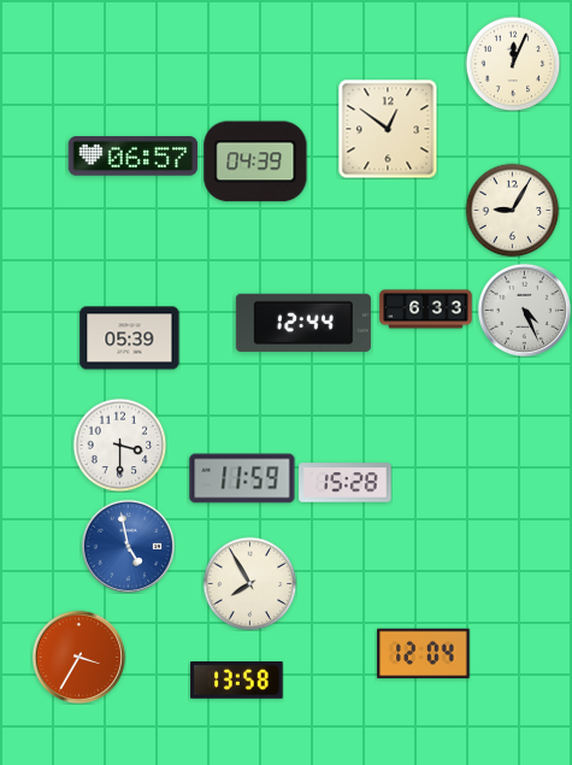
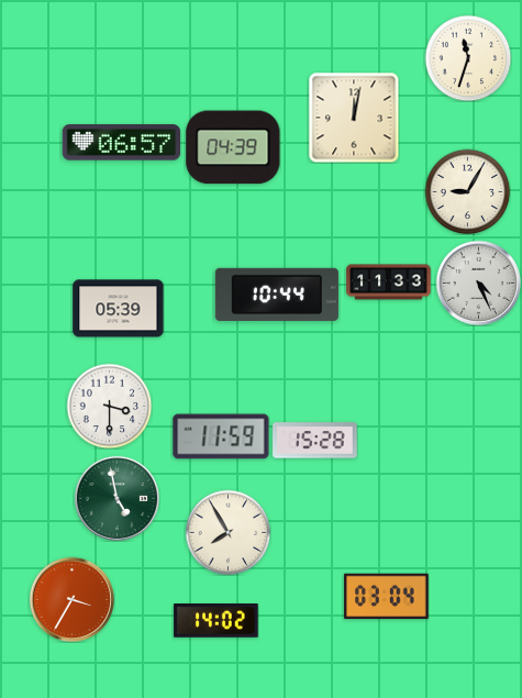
clock at (513, 64): 12:04 -> 11:33
clock at (388, 129): 12:51 -> 12:02
clock at (426, 310): 6:33 -> 11:33
clock at (303, 323): 12:44 -> 10:44
clock at (128, 546) dial: blue -> green
clock at (424, 654): 12:04 -> 03:04
clock at (237, 681): 13:58 -> 14:02
